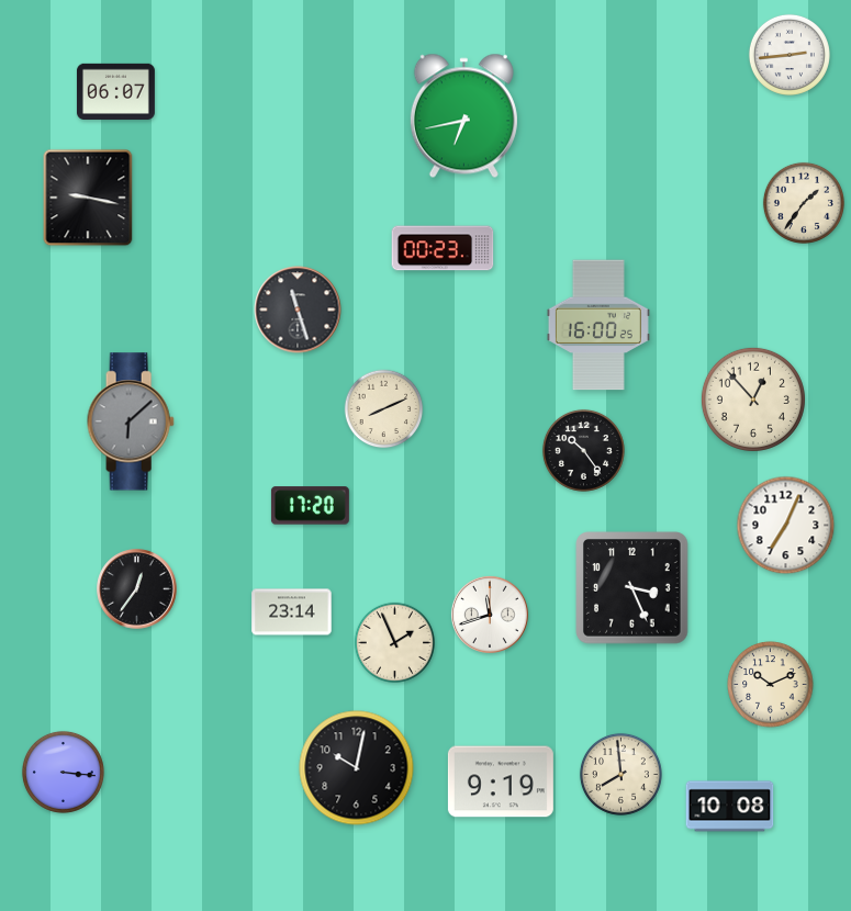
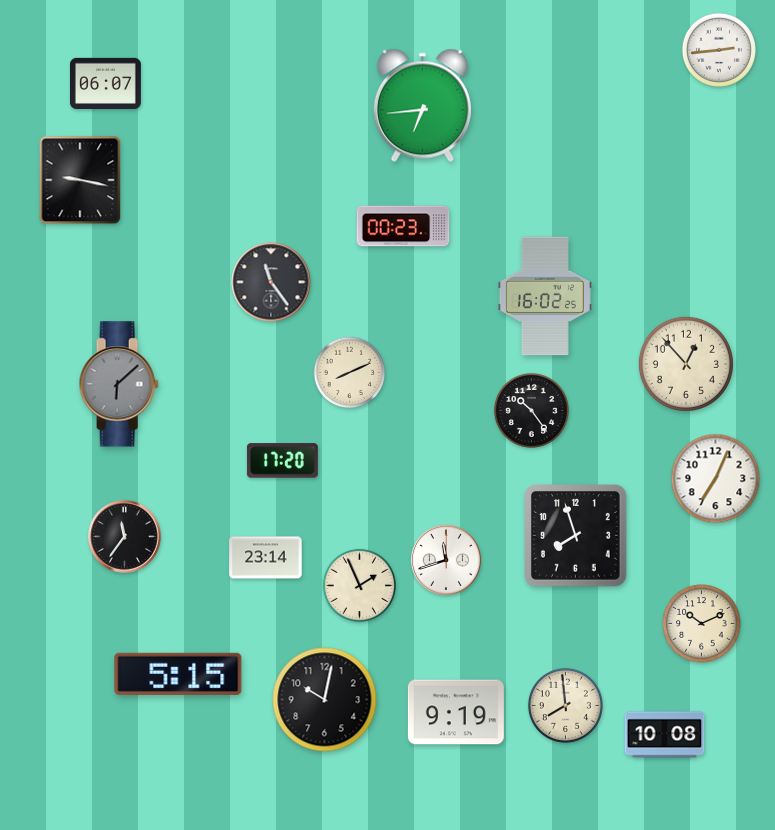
clock at (463, 116): 6:43 -> 6:44
clock at (804, 203): 1:36 -> none
clock at (298, 310): 11:27 -> 11:24
clock at (598, 325): 16:00 -> 16:02
clock at (632, 588): 3:26 -> 7:57
clock at (137, 589): 12:36 -> 11:36
clock at (178, 674): none -> 5:15
clock at (63, 772): 3:16 -> none
